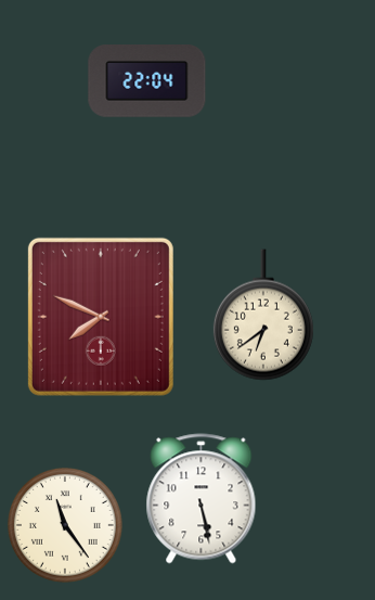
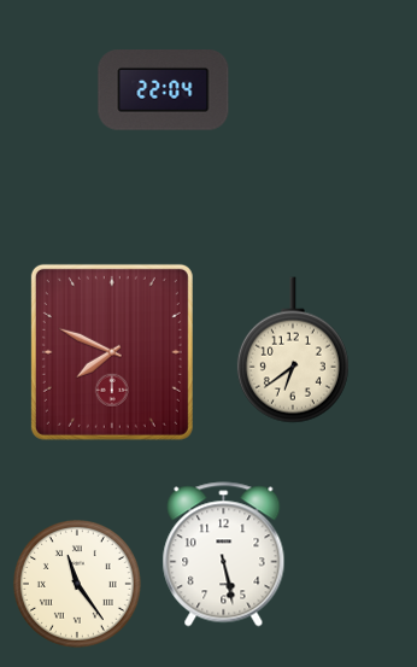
clock at (65, 525) position: (65, 525) -> (77, 584)
